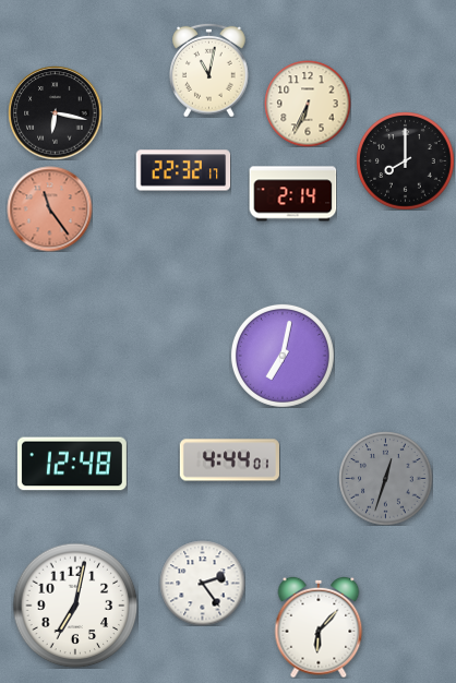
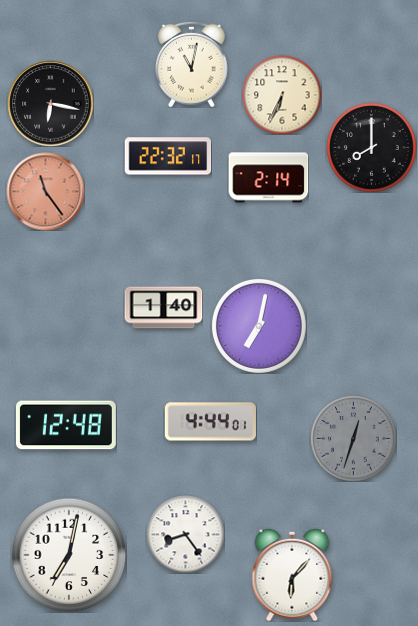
clock at (163, 308): none -> 1:40
clock at (202, 583): 2:24 -> 8:24
